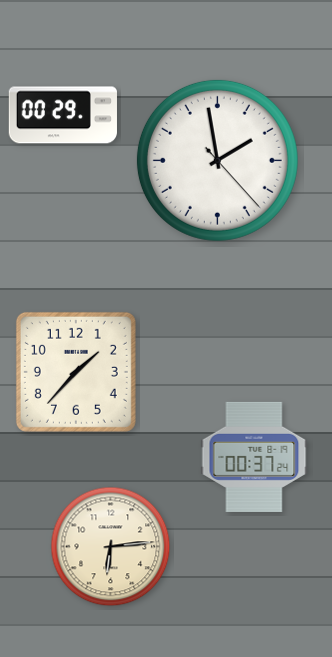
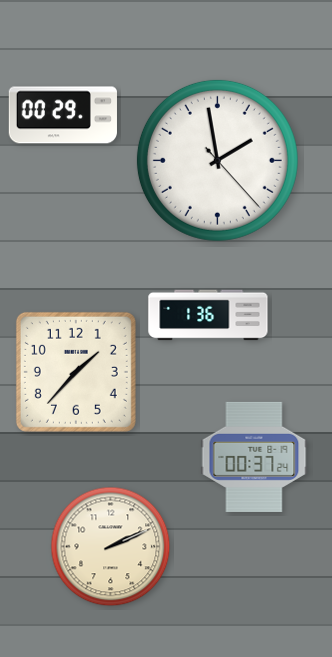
clock at (208, 315): none -> 1:36
clock at (111, 547): 6:14 -> 2:11
